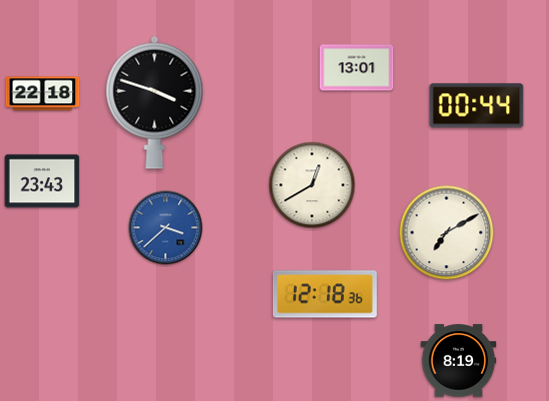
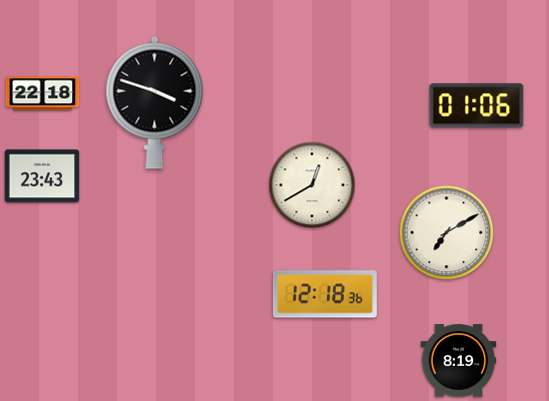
clock at (357, 68): 13:01 -> none
clock at (477, 106): 00:44 -> 01:06
clock at (42, 181) position: (42, 181) -> (42, 176)
clock at (166, 228): 3:38 -> none
